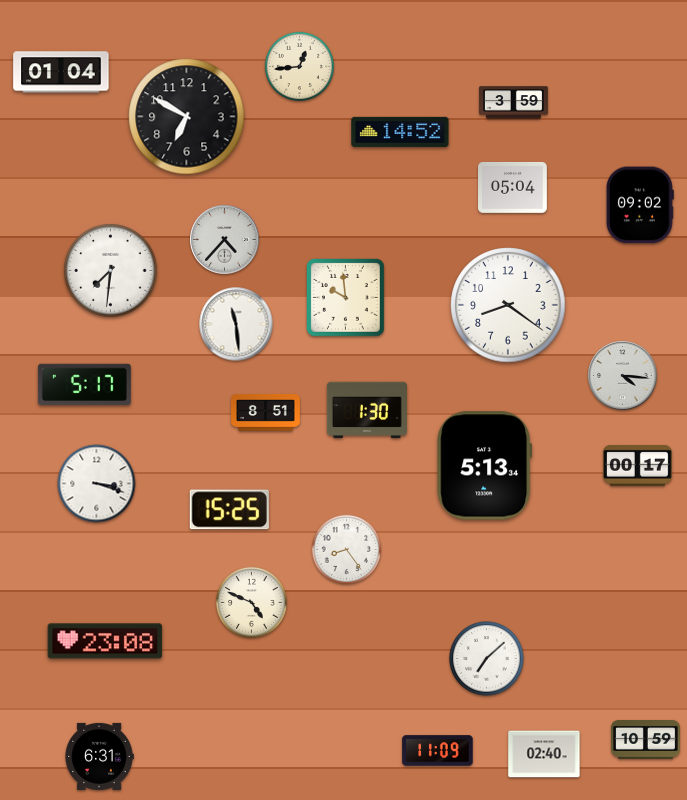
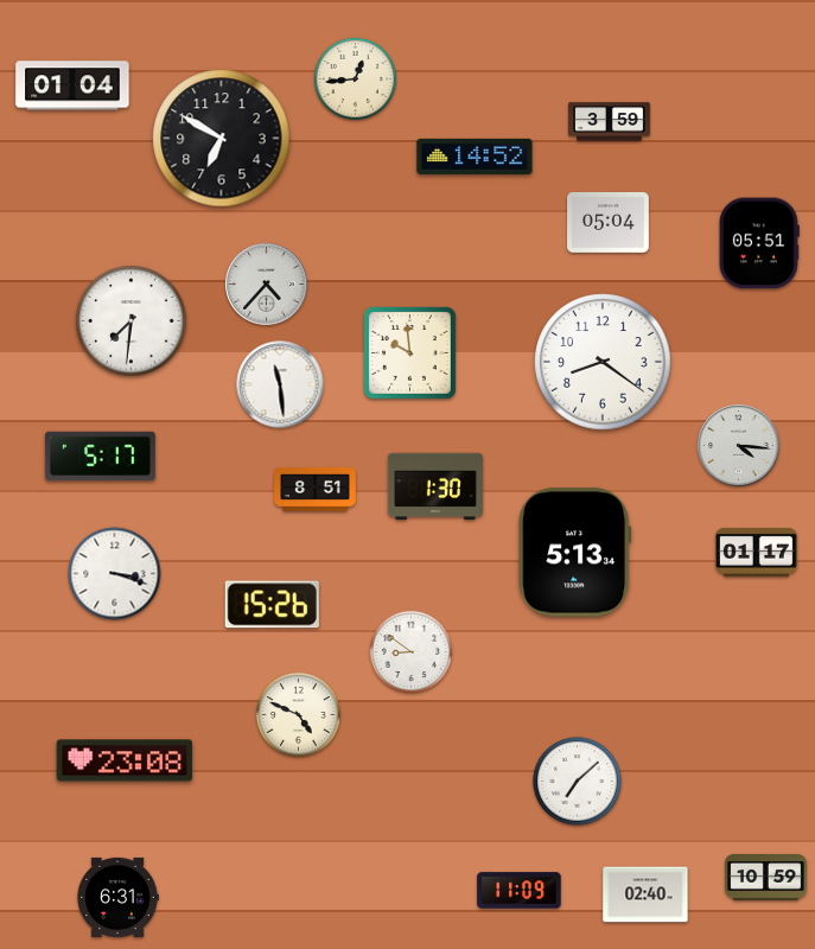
clock at (640, 205): 09:02 -> 05:51
clock at (638, 465): 00:17 -> 01:17
clock at (229, 510): 15:25 -> 15:26
clock at (346, 549): 8:24 -> 8:51
